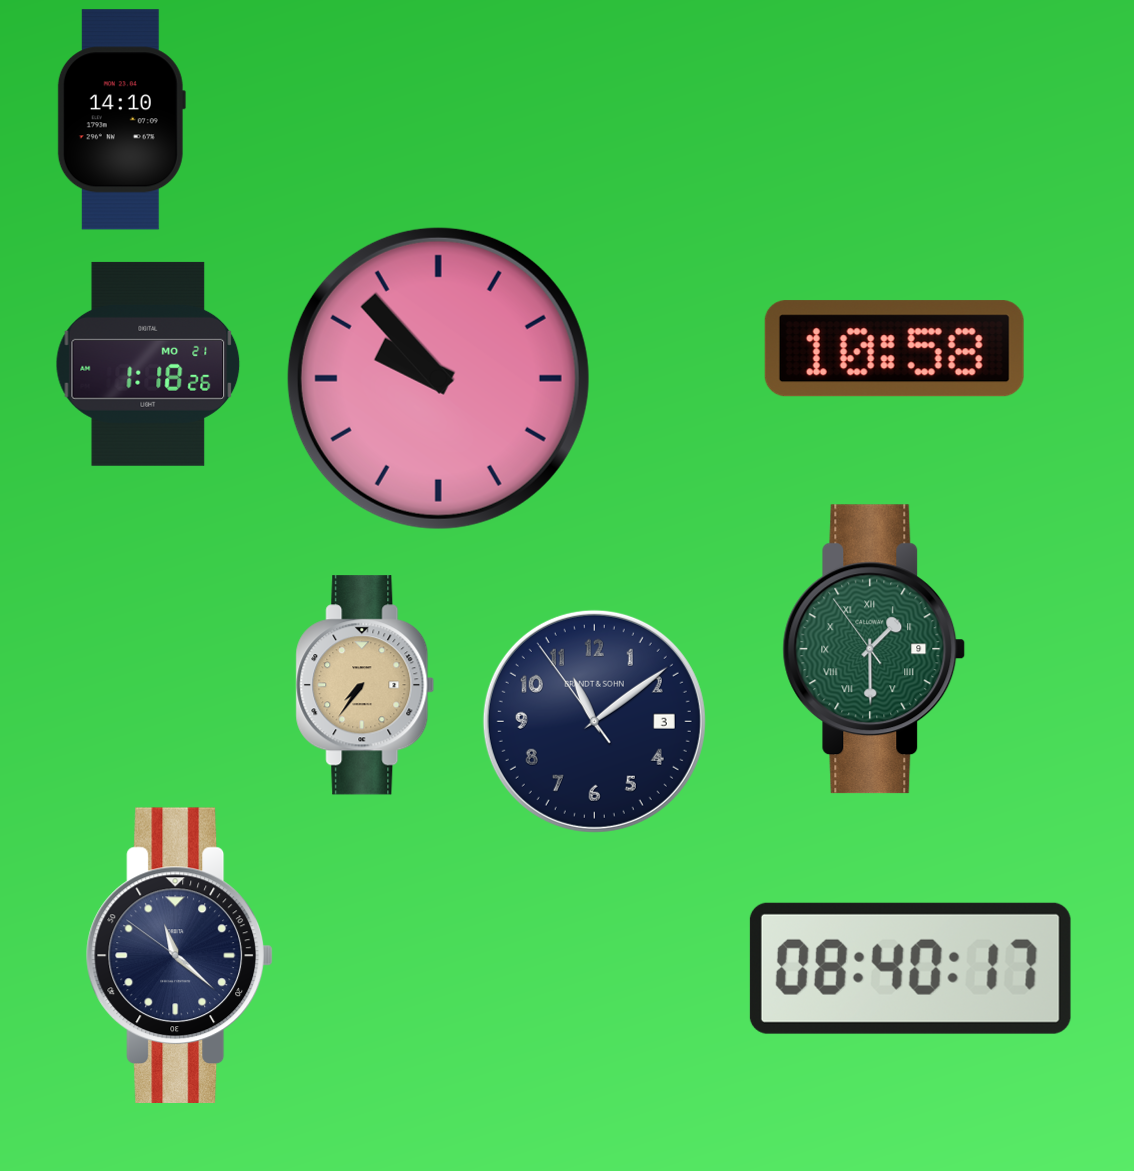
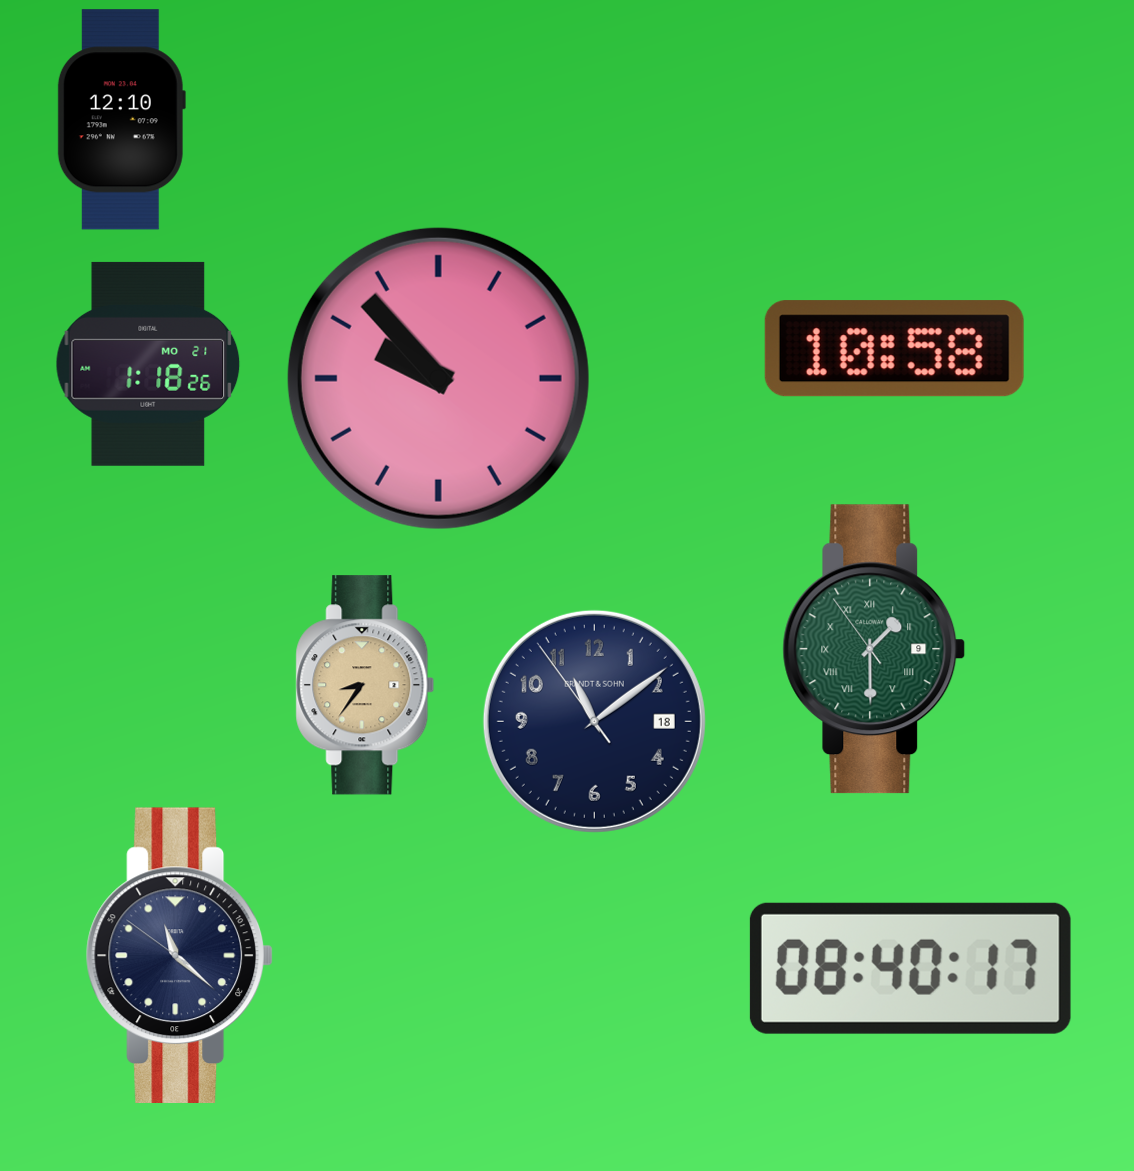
clock at (121, 120): 14:10 -> 12:10
clock at (365, 685): 7:36 -> 8:36
clock at (594, 721) date: 3 -> 18
